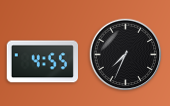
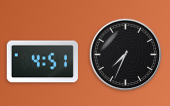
clock at (42, 62): 4:55 -> 4:51
